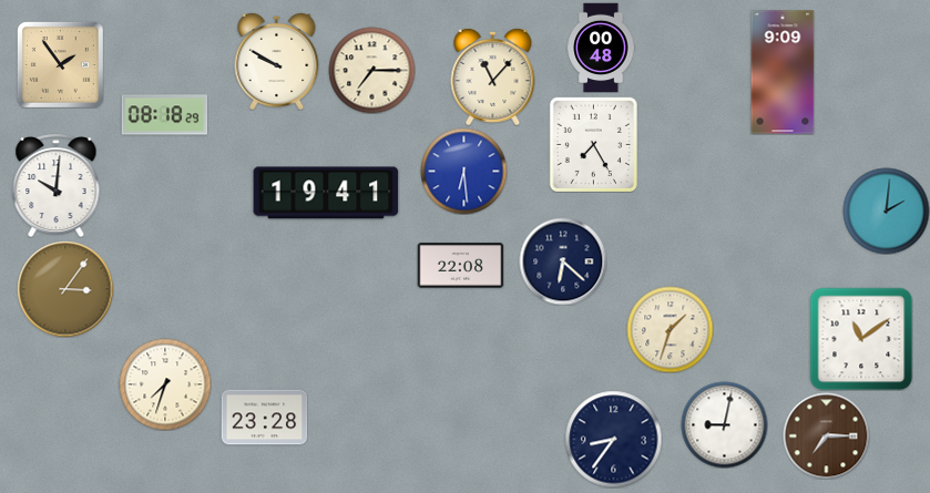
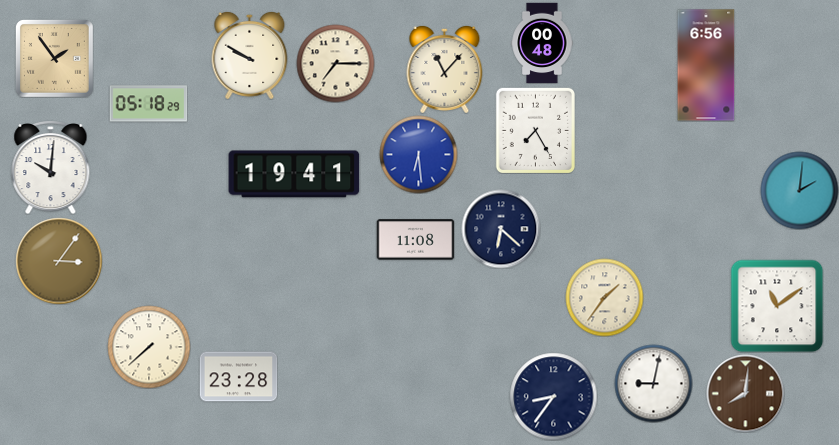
clock at (783, 72): 9:09 -> 6:56
clock at (164, 115): 08:18 -> 05:18
clock at (563, 261) position: (563, 261) -> (501, 229)
clock at (460, 266): 22:08 -> 11:08
clock at (670, 329): 1:33 -> 1:36
clock at (165, 384): 7:33 -> 7:38
clock at (826, 435): 7:15 -> 8:01
